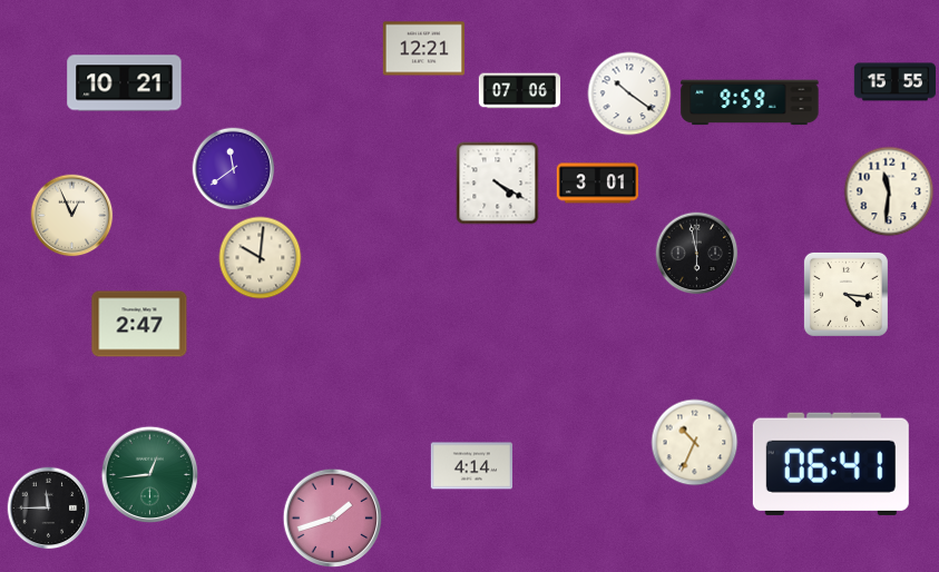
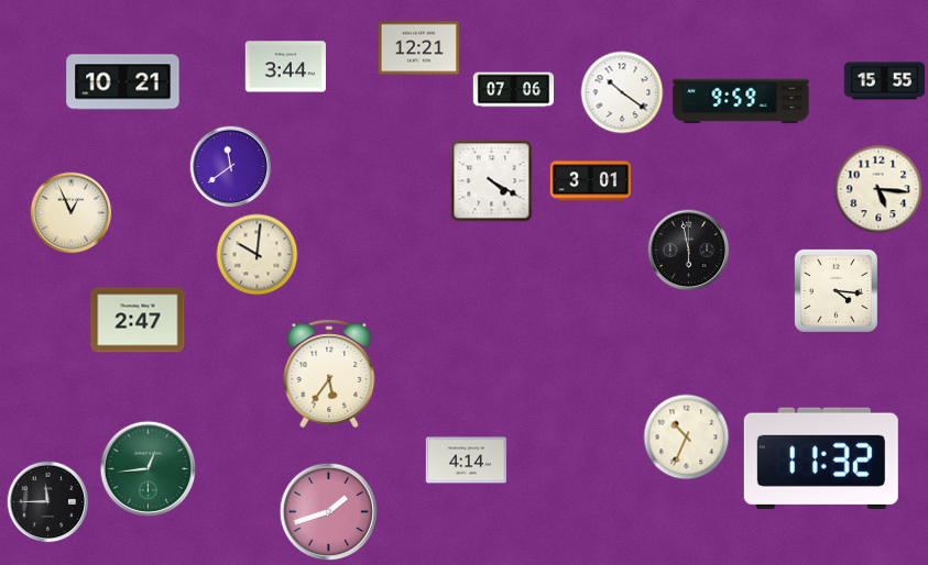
clock at (285, 67): none -> 3:44
clock at (889, 191): 11:31 -> 5:16
clock at (329, 374): none -> 5:36
clock at (831, 464): 06:41 -> 11:32
